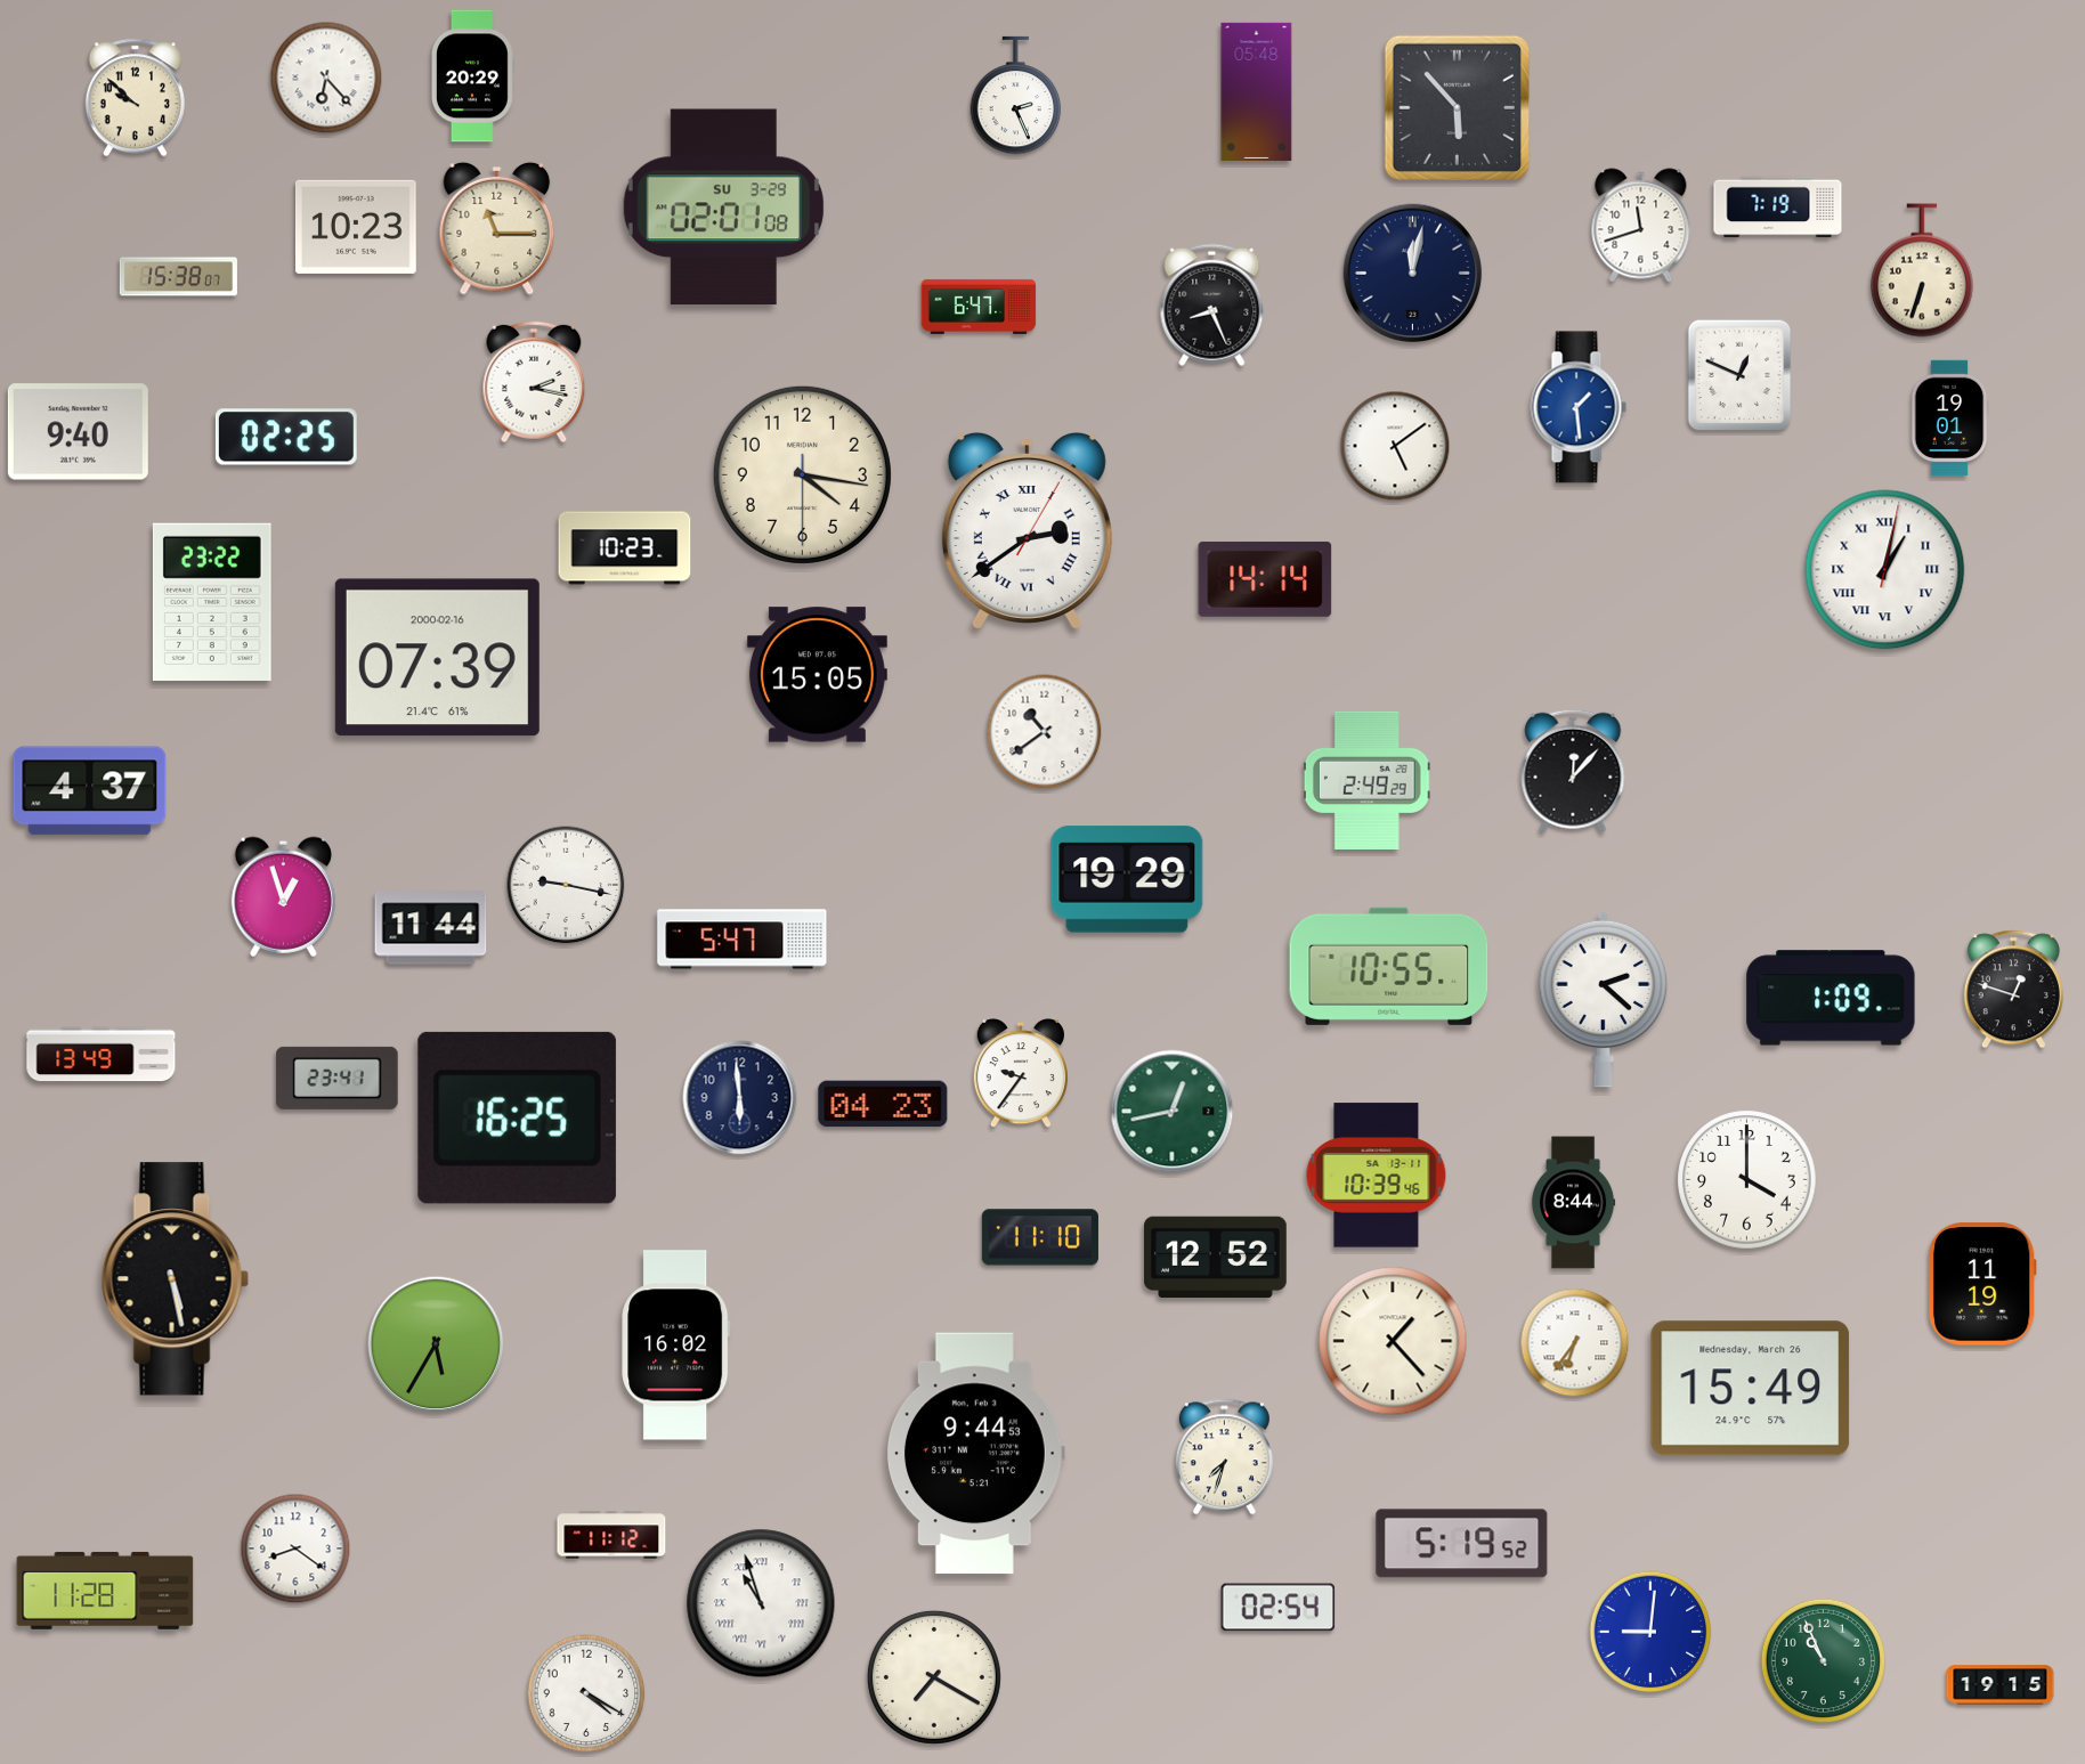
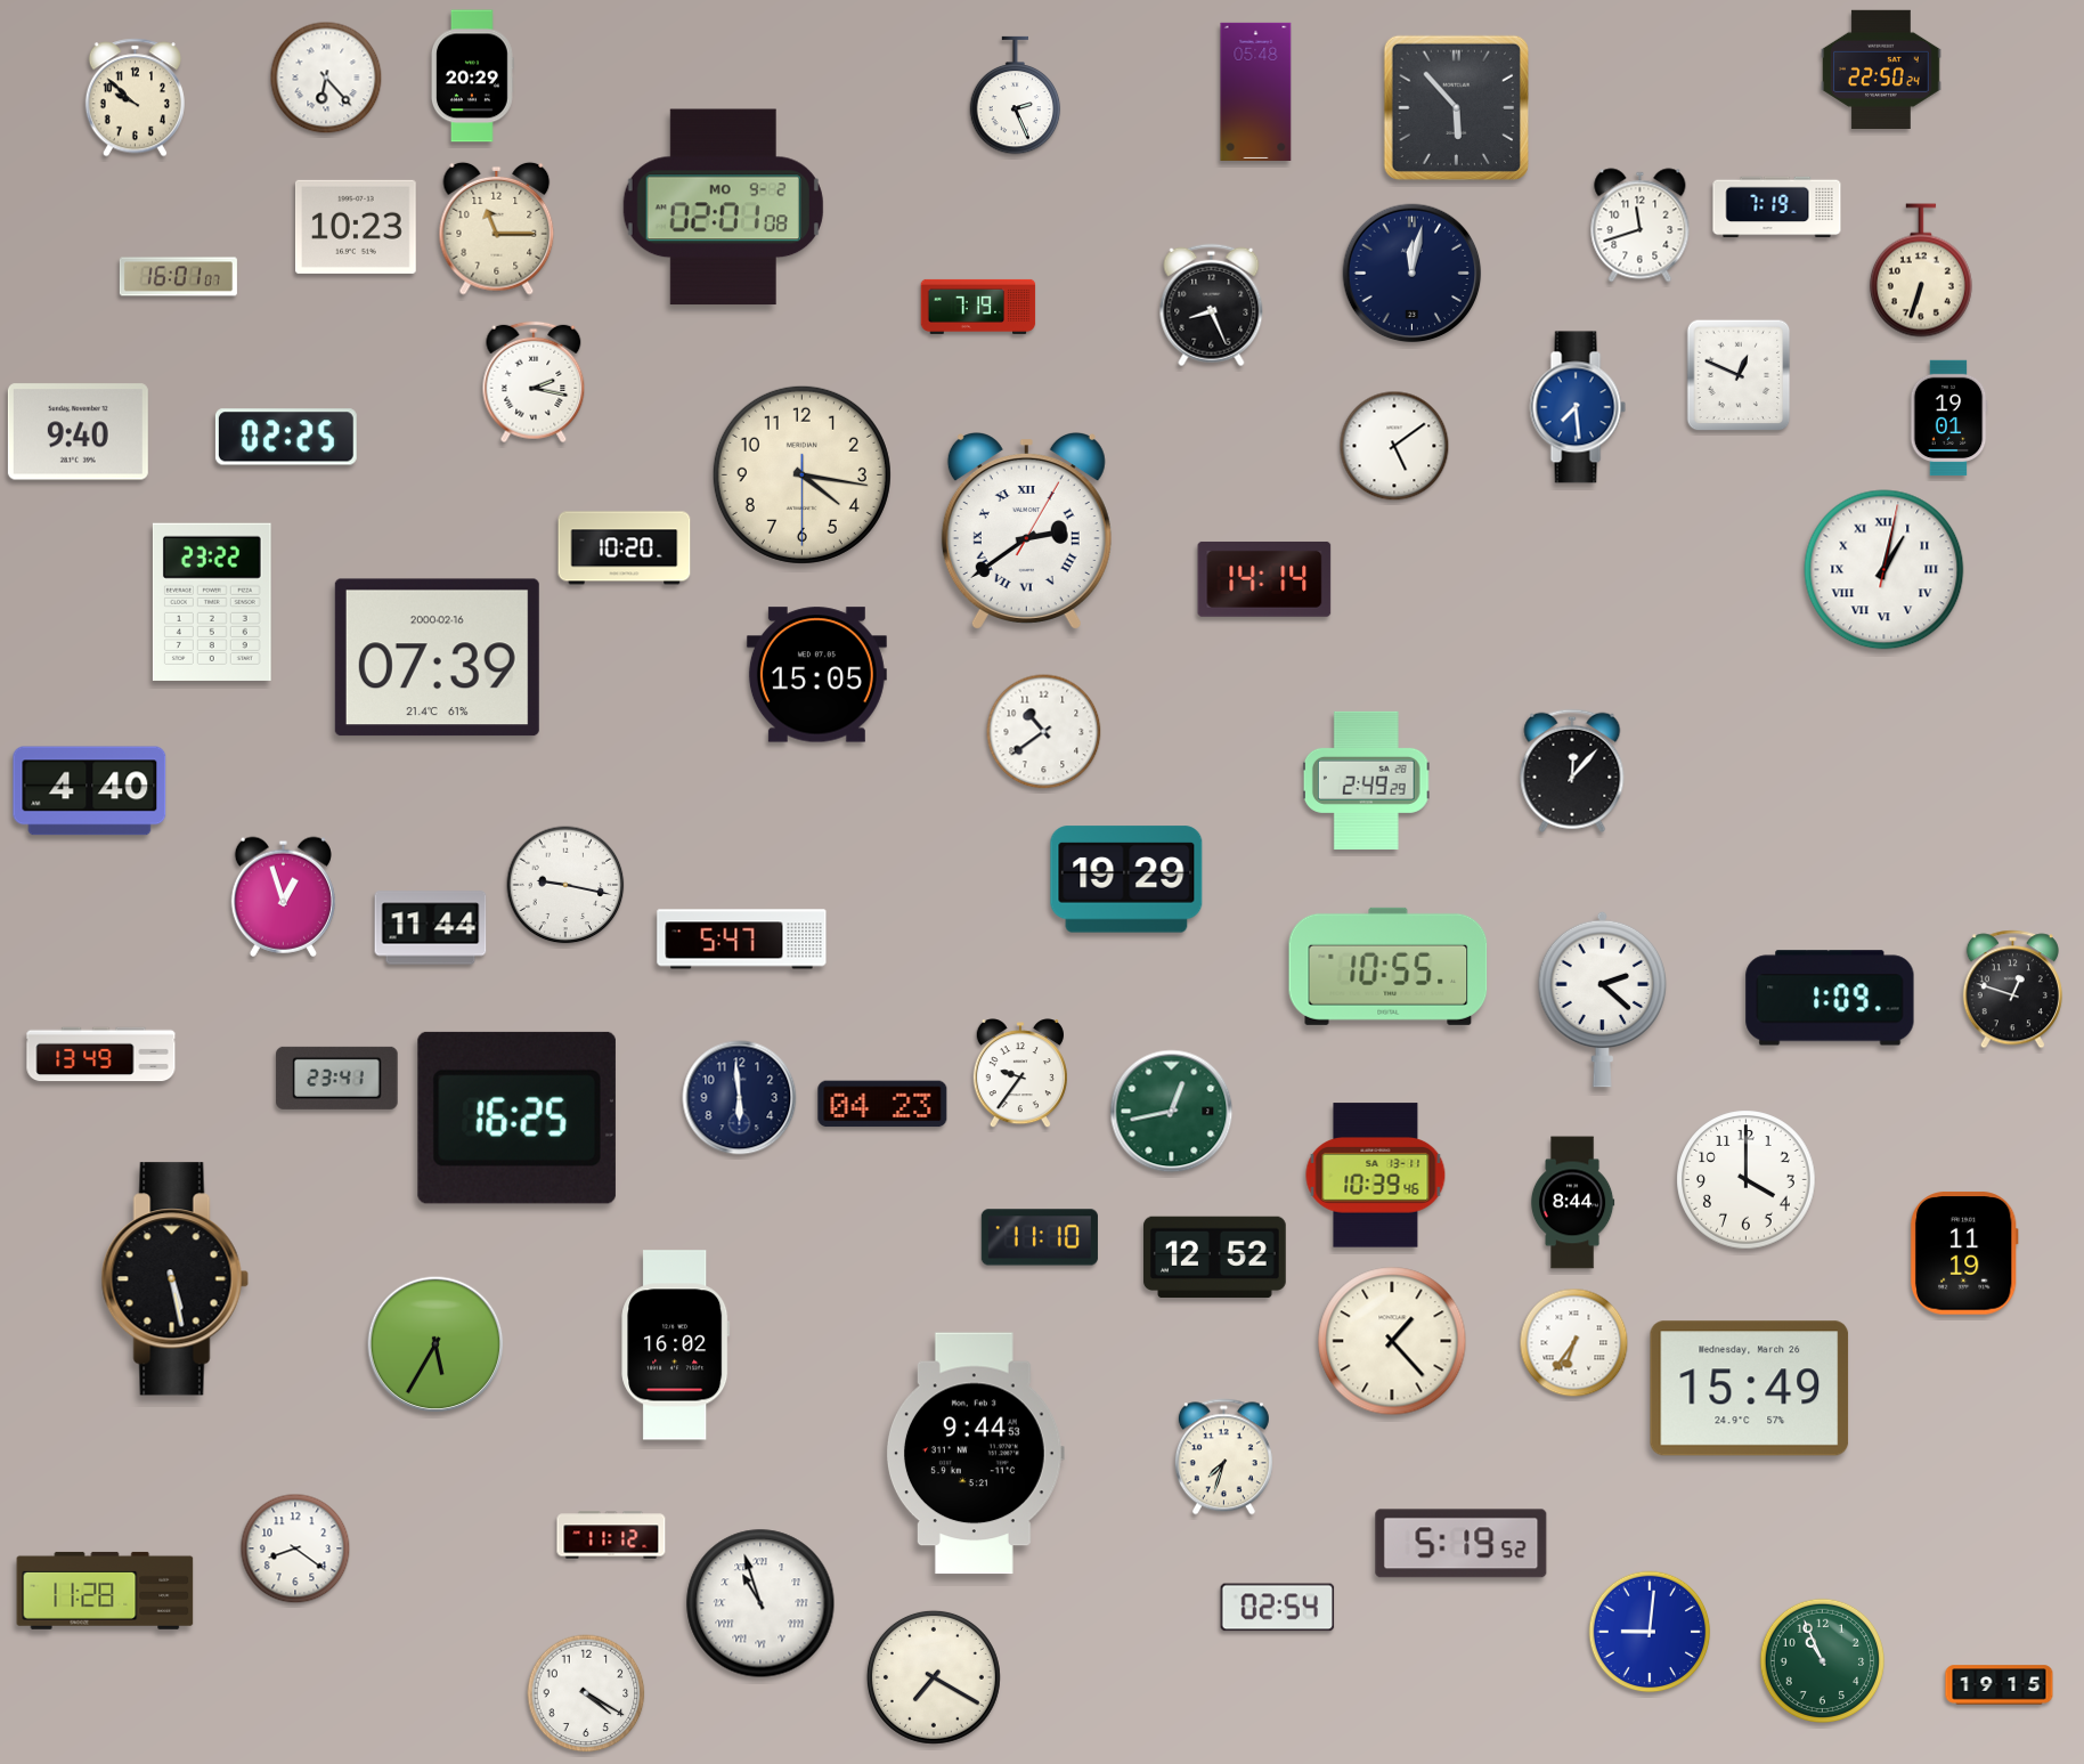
clock at (1882, 68): none -> 22:50
clock at (723, 208) date: SU 3-29 -> MO 9-2
clock at (178, 277): 15:38 -> 16:01
clock at (979, 307): 6:47 -> 7:19
clock at (1579, 407): 1:29 -> 7:29
clock at (625, 548): 10:23 -> 10:20
clock at (90, 791): 4:37 -> 4:40
clock at (1982, 1284) position: (1982, 1284) -> (1964, 1253)
